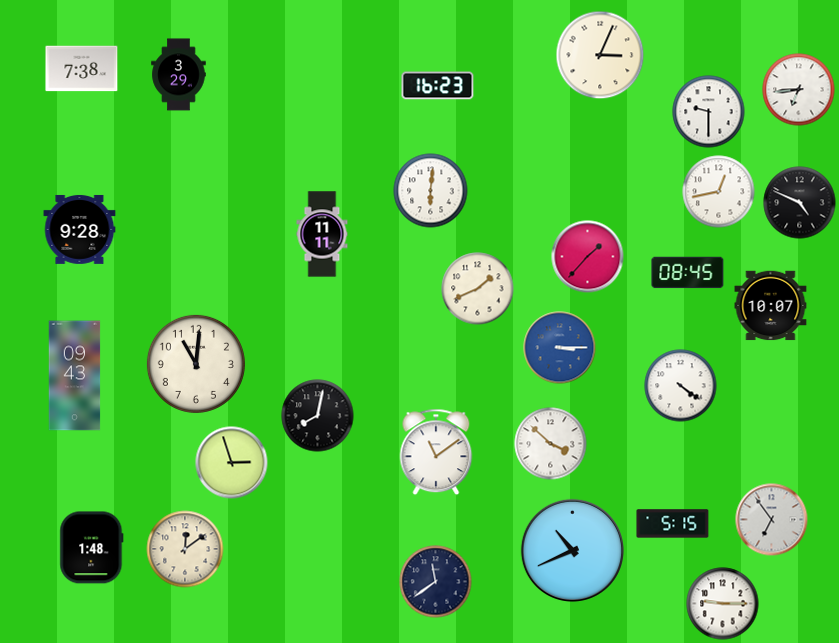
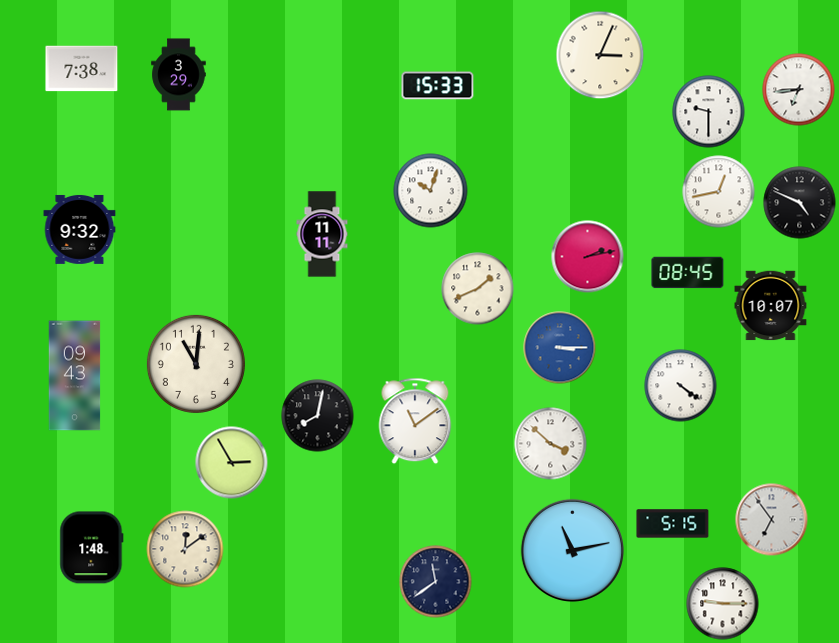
clock at (438, 86): 16:23 -> 15:33
clock at (431, 191): 6:01 -> 10:03
clock at (80, 229): 9:28 -> 9:32
clock at (588, 257): 1:37 -> 2:13
clock at (436, 452) position: (436, 452) -> (415, 421)
clock at (232, 463): 2:57 -> 2:55
clock at (572, 550): 10:41 -> 11:13
